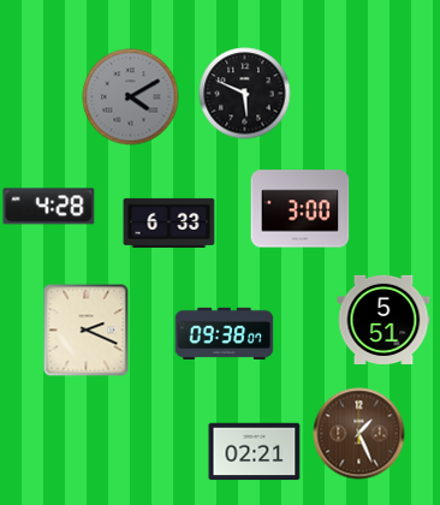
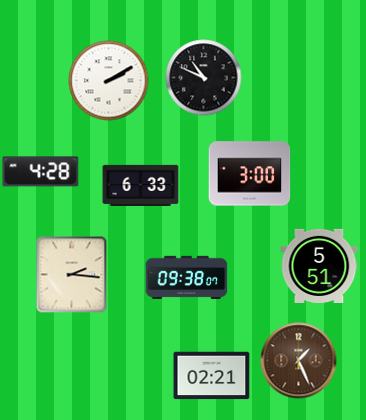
clock at (245, 94): 5:49 -> 10:49
clock at (131, 97): 4:10 -> 2:10
clock at (131, 97) dial: grey -> white
clock at (87, 331): 2:19 -> 2:16
